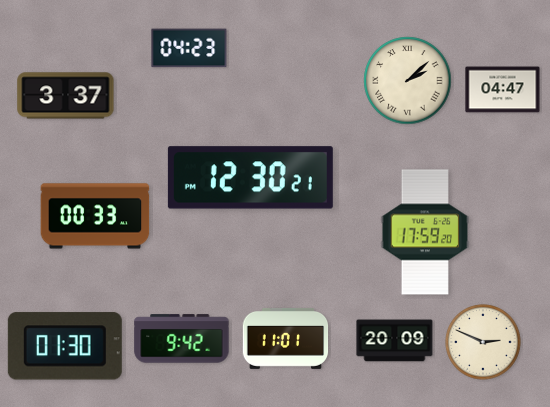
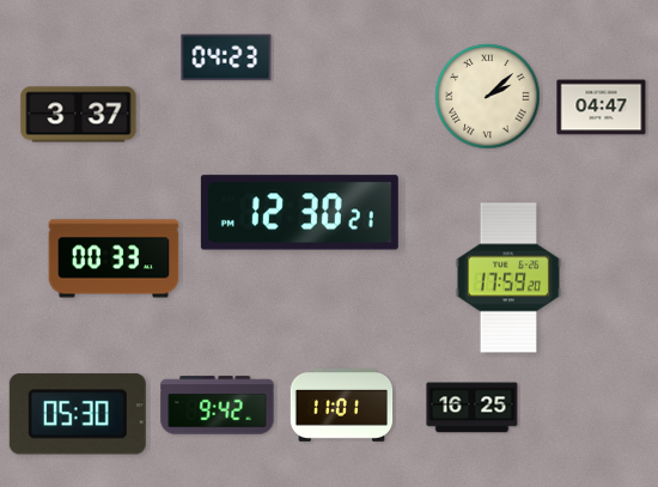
clock at (395, 341): 20:09 -> 16:25
clock at (483, 342): 2:49 -> none
clock at (65, 346): 01:30 -> 05:30
